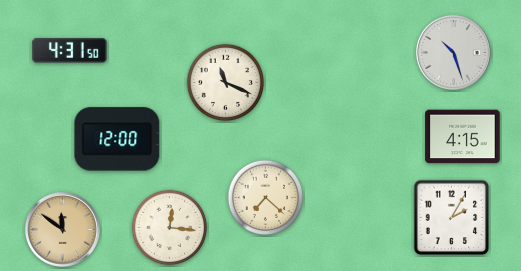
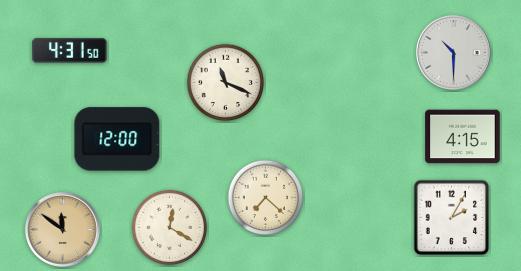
clock at (453, 52): 10:27 -> 10:30
clock at (170, 228): 12:16 -> 12:20
